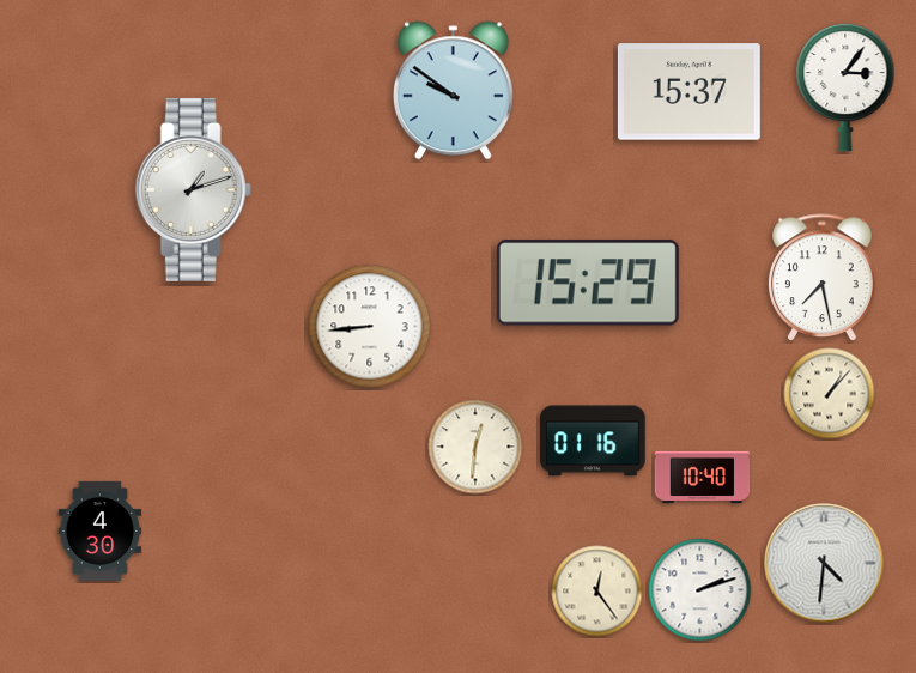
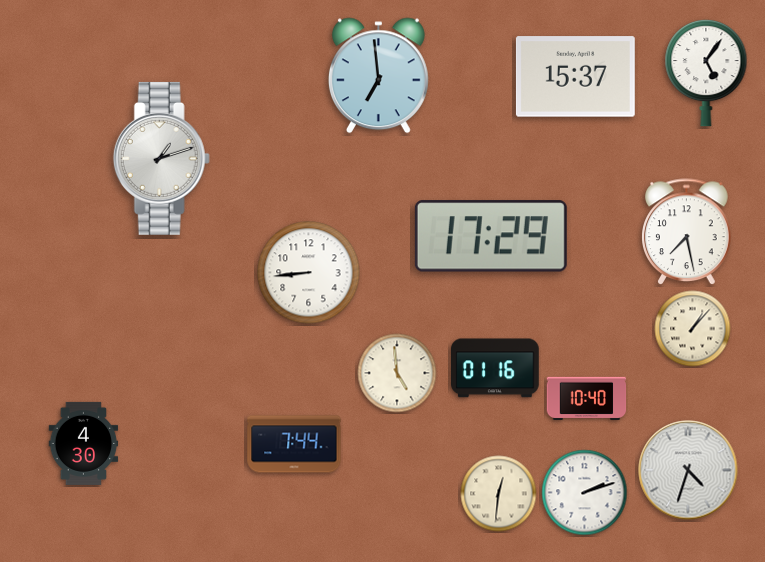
clock at (845, 87): 3:06 -> 5:06
clock at (453, 91): 9:51 -> 6:59
clock at (588, 283): 15:29 -> 17:29
clock at (475, 447): 12:31 -> 4:59
clock at (294, 444): none -> 7:44
clock at (824, 563): 4:31 -> 4:33
clock at (597, 592): 12:24 -> 12:31
